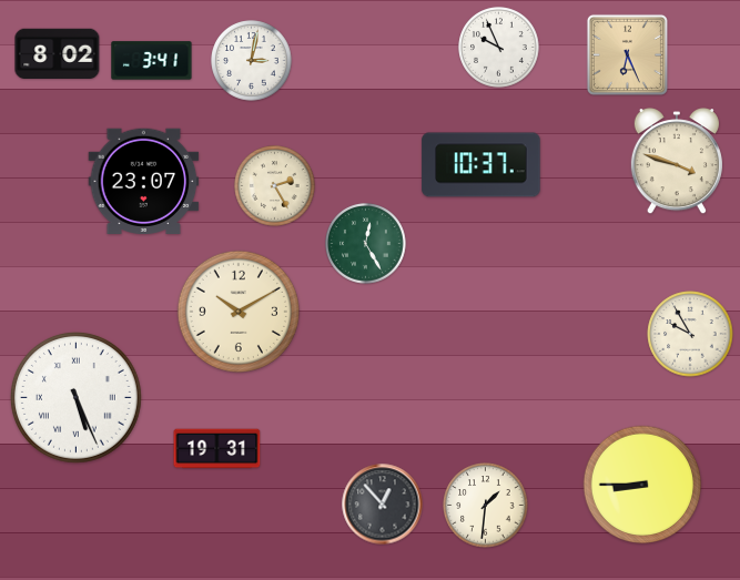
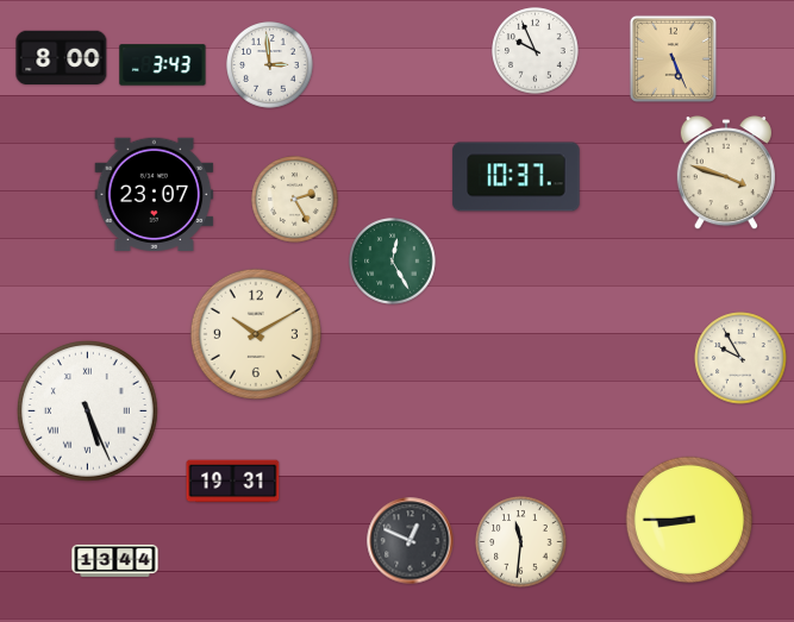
clock at (58, 53): 8:02 -> 8:00
clock at (627, 54): 6:26 -> 5:26
clock at (152, 61): 3:41 -> 3:43
clock at (252, 61): 3:02 -> 2:59
clock at (77, 398) position: (77, 398) -> (88, 411)
clock at (383, 505): 12:53 -> 12:49
clock at (486, 506): 1:31 -> 11:31
clock at (115, 560): none -> 13:44
